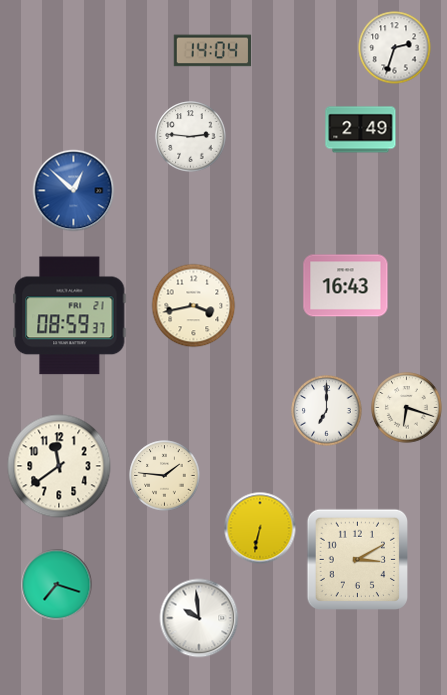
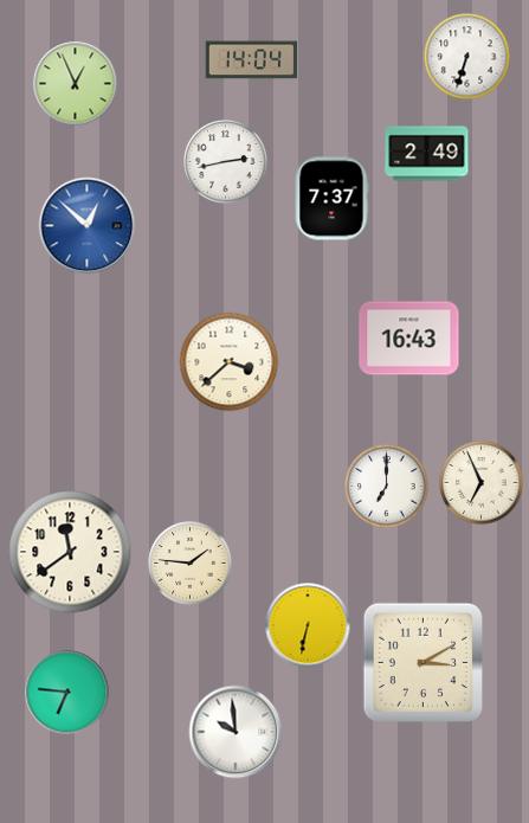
clock at (395, 48): 2:33 -> 6:33
clock at (76, 84): none -> 12:56
clock at (191, 137): 2:46 -> 2:43
clock at (331, 199): none -> 7:37
clock at (194, 306): 3:43 -> 3:38
clock at (70, 316): 08:59 -> none
clock at (407, 408): 6:18 -> 6:56
clock at (165, 476) position: (165, 476) -> (191, 564)
clock at (57, 585): 7:18 -> 6:46
